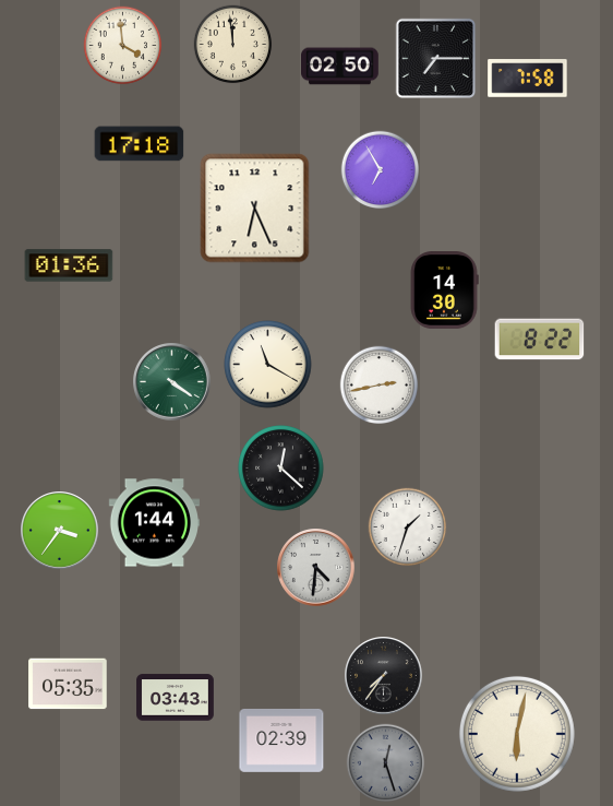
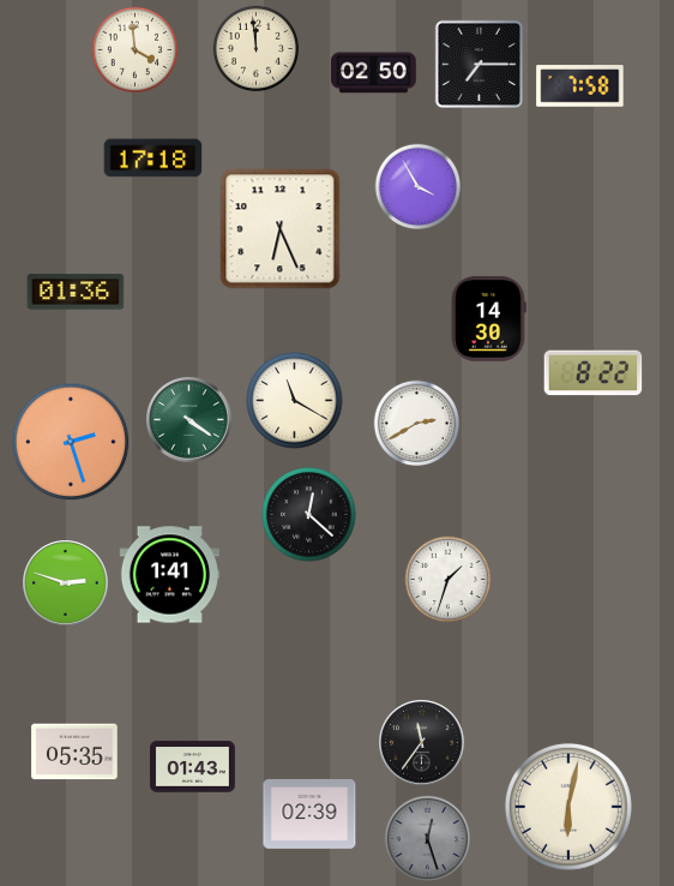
clock at (381, 170): 6:55 -> 3:55
clock at (380, 386): 2:43 -> 2:40
clock at (71, 442): none -> 2:27
clock at (155, 523): 1:44 -> 1:41
clock at (60, 531): 3:36 -> 2:48
clock at (316, 568): 4:31 -> none
clock at (384, 676): 7:36 -> 11:36
clock at (176, 698): 03:43 -> 01:43
clock at (386, 763) position: (386, 763) -> (428, 839)
